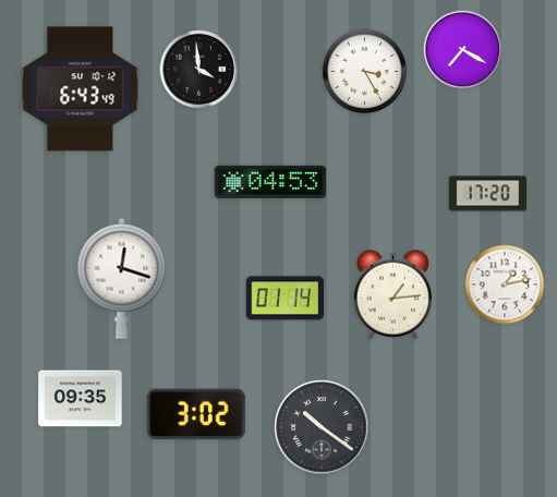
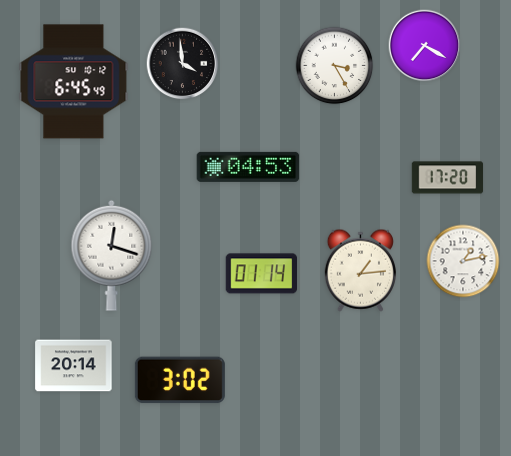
clock at (81, 89): 6:43 -> 6:45
clock at (81, 399): 09:35 -> 20:14
clock at (322, 427): 10:21 -> none
